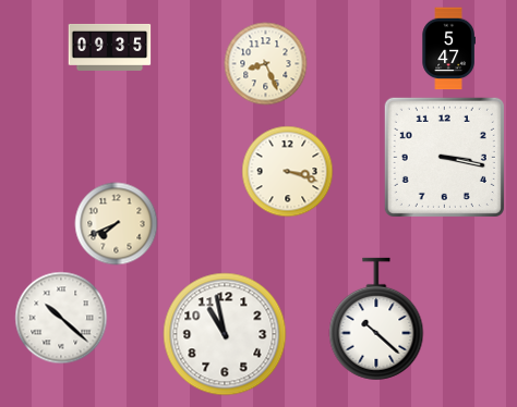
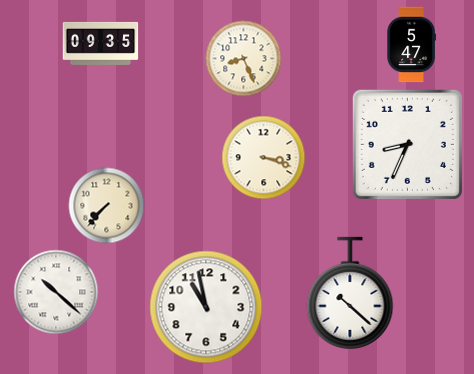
clock at (444, 157): 3:17 -> 8:34
clock at (117, 224): 7:41 -> 7:37
clock at (376, 319) position: (376, 319) -> (350, 293)
